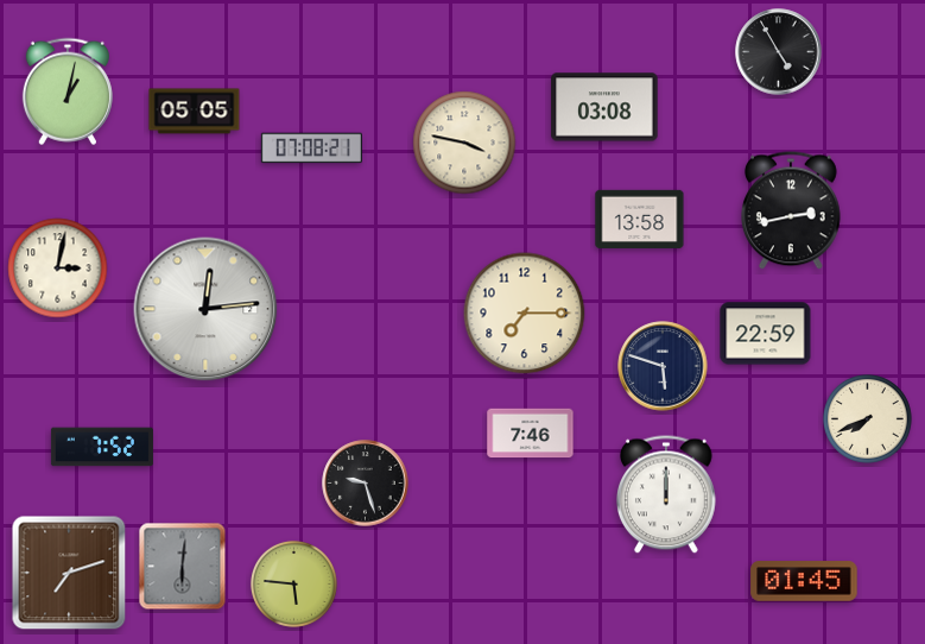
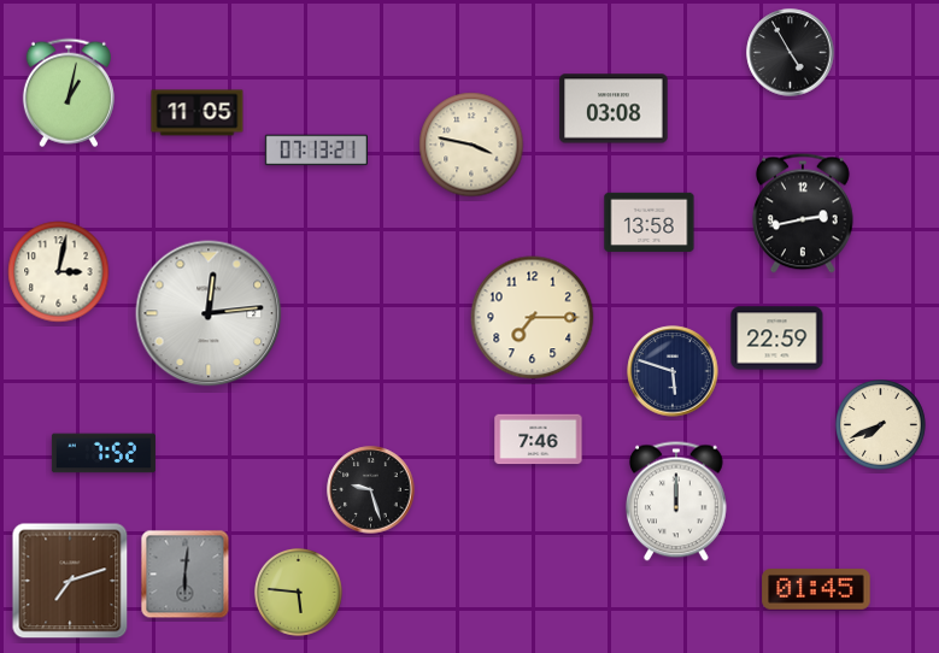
clock at (195, 112): 05:05 -> 11:05
clock at (311, 149): 07:08 -> 07:13
